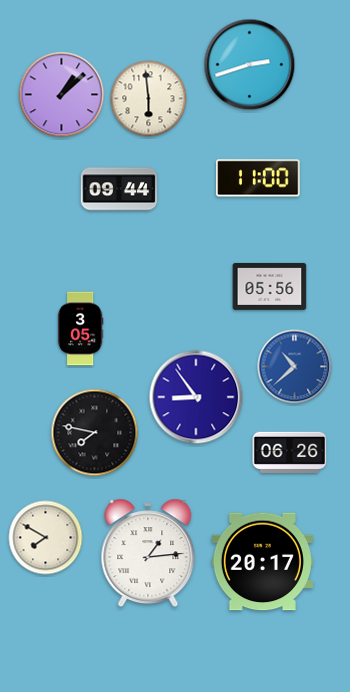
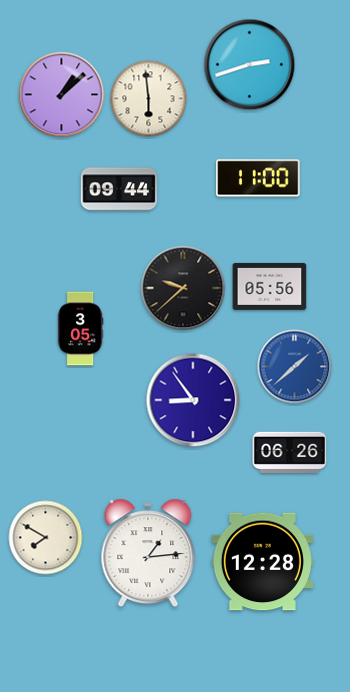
clock at (183, 288): none -> 9:38
clock at (295, 367): 10:38 -> 1:38
clock at (196, 397) position: (196, 397) -> (193, 400)
clock at (95, 433): 7:47 -> none
clock at (262, 562): 20:17 -> 12:28
